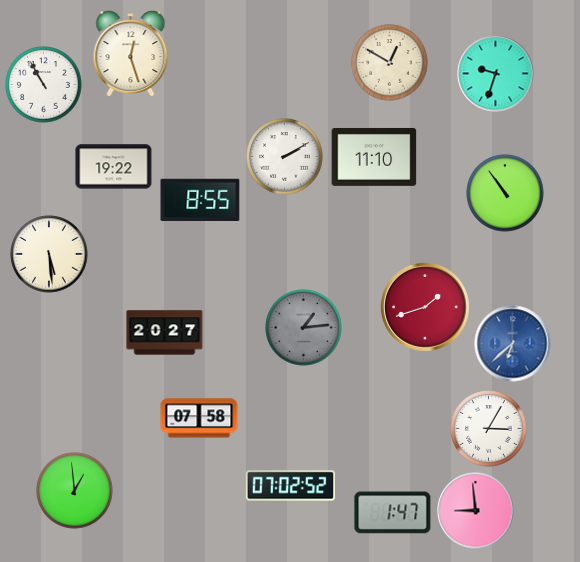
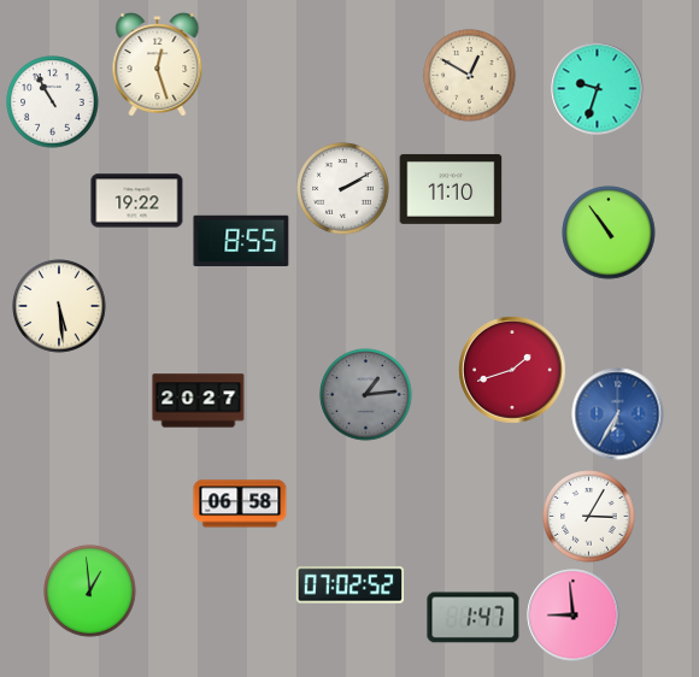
clock at (513, 344): 6:38 -> 6:35
clock at (199, 418): 07:58 -> 06:58
